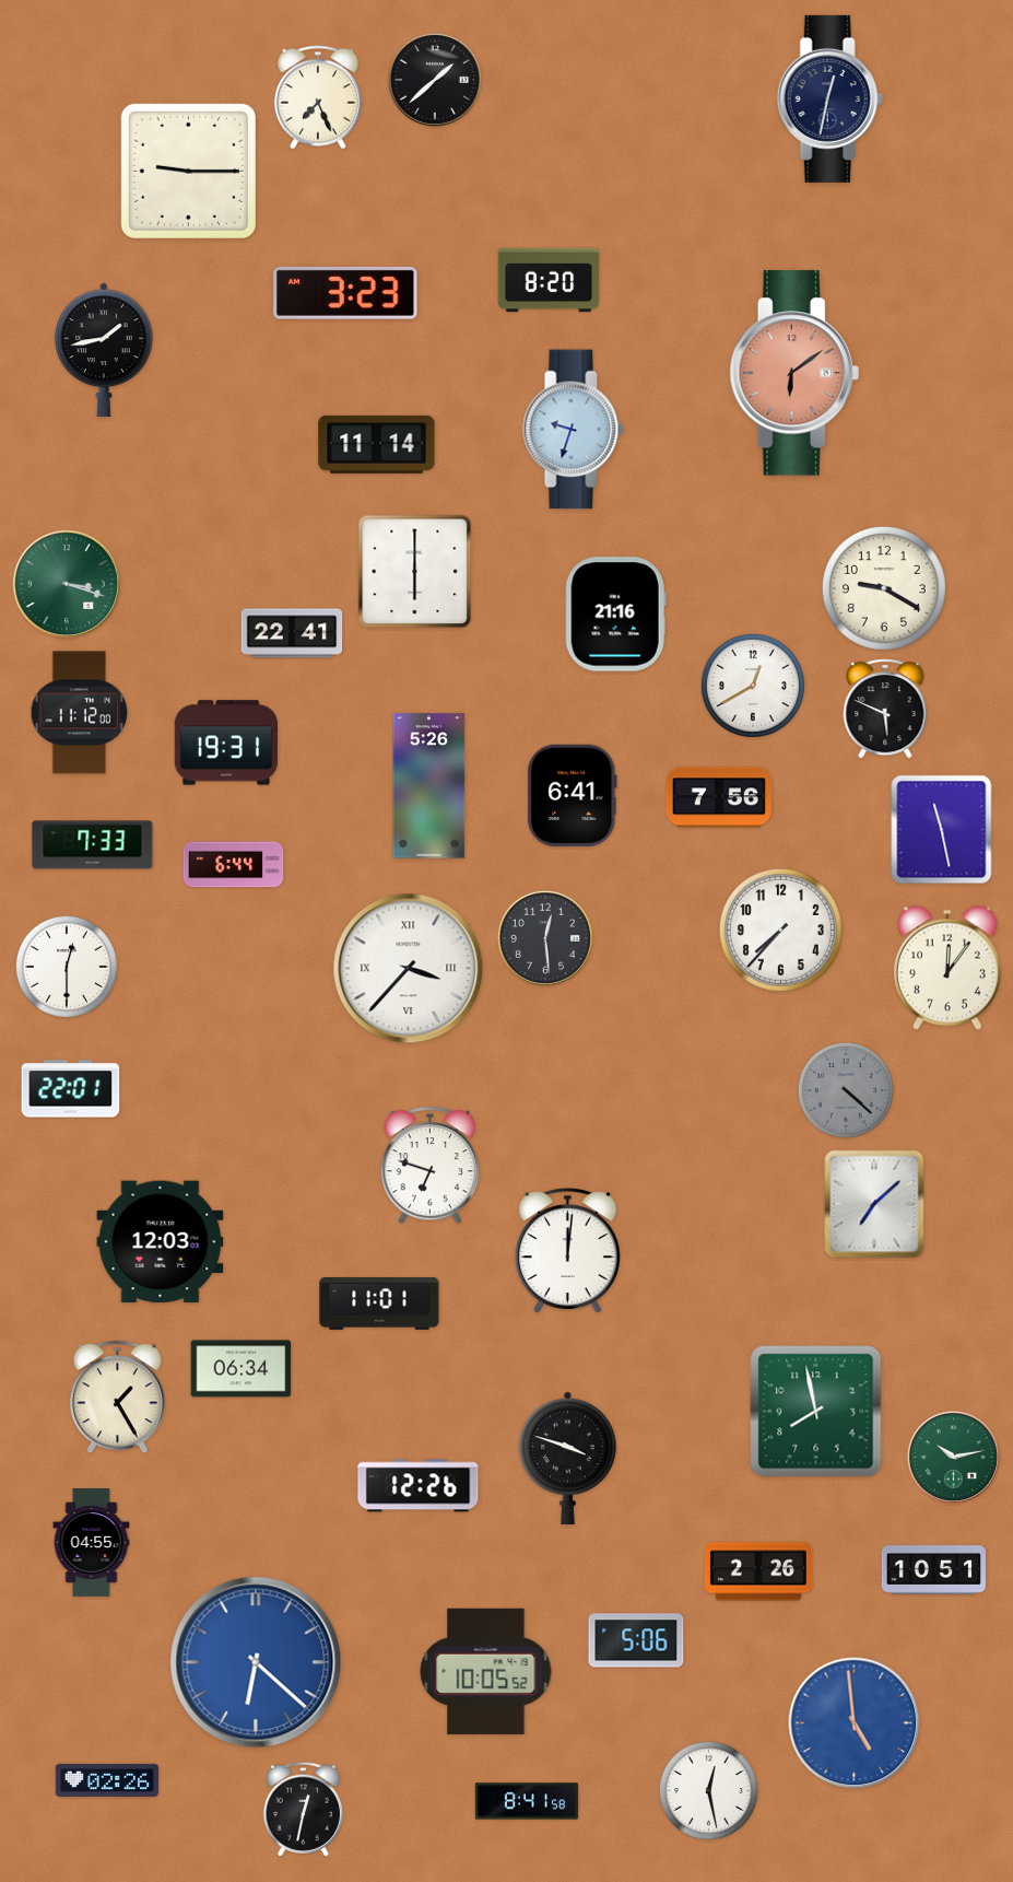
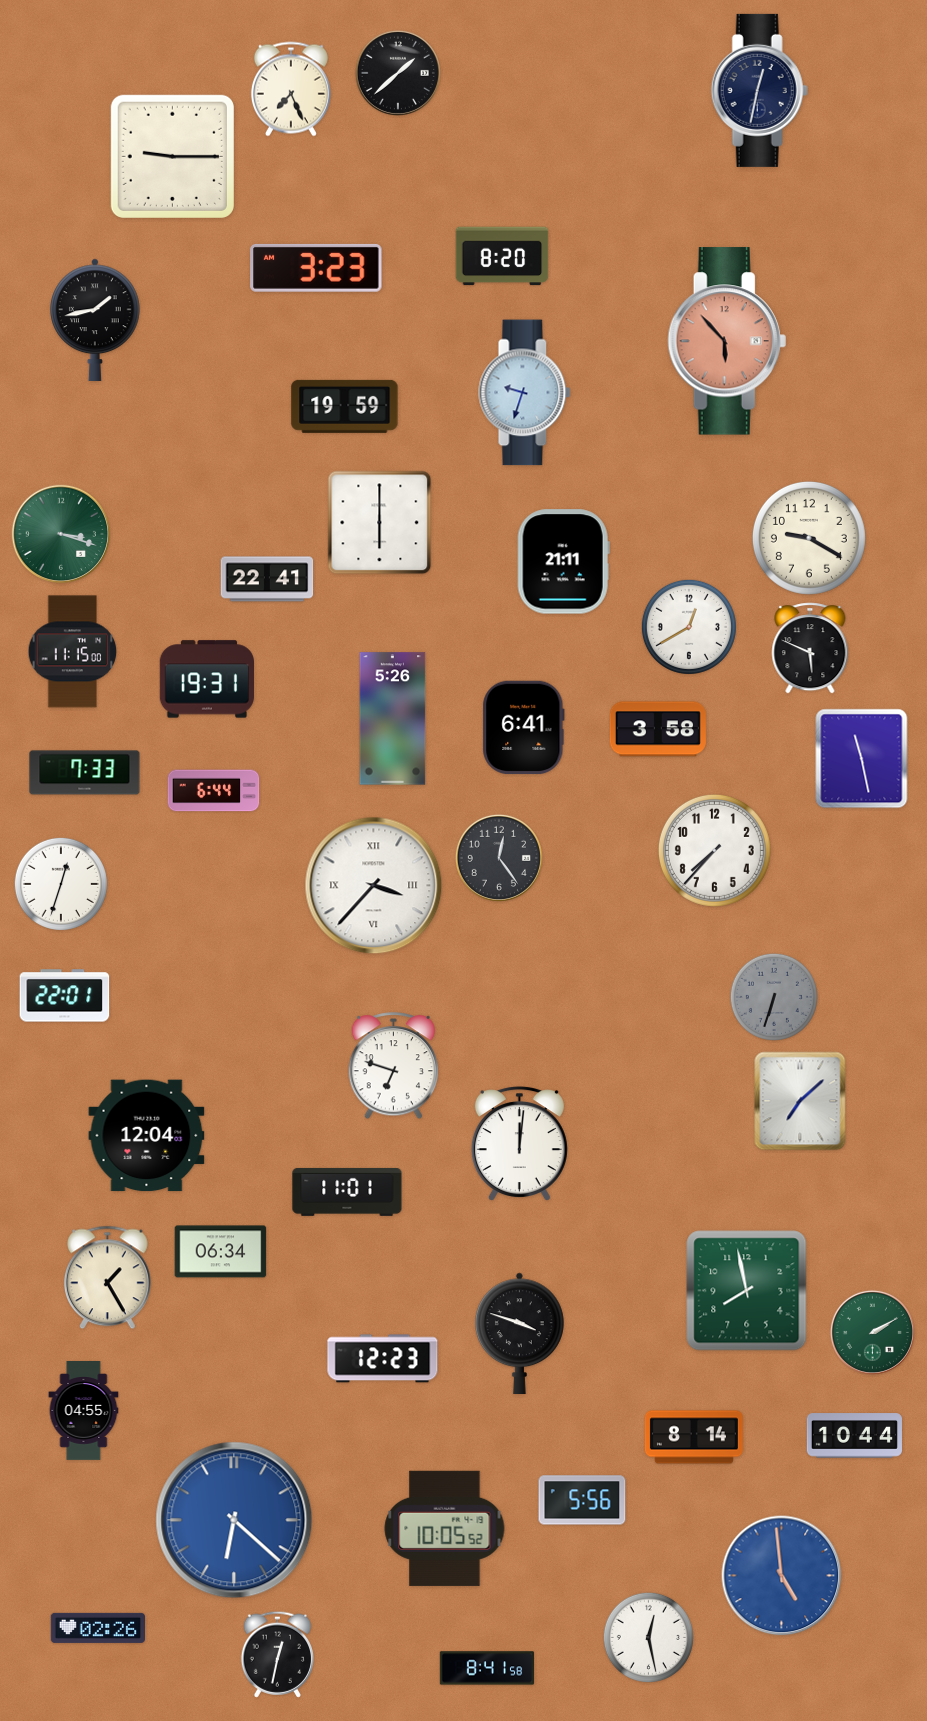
clock at (794, 373): 6:09 -> 5:53
clock at (377, 444): 11:14 -> 19:59
clock at (615, 615): 21:16 -> 21:11
clock at (80, 713): 11:12 -> 11:15
clock at (719, 797): 7:56 -> 3:58
clock at (545, 938): 12:29 -> 12:24
clock at (67, 967): 12:30 -> 12:33
clock at (947, 968): 12:06 -> none
clock at (846, 1090): 4:22 -> 6:33
clock at (161, 1242): 12:03 -> 12:04
clock at (953, 1457): 10:13 -> 2:10
clock at (419, 1486): 12:26 -> 12:23
clock at (933, 1570): 10:51 -> 10:44
clock at (758, 1571): 2:26 -> 8:14
clock at (636, 1640): 5:06 -> 5:56
clock at (527, 1801) position: (527, 1801) -> (487, 1668)
